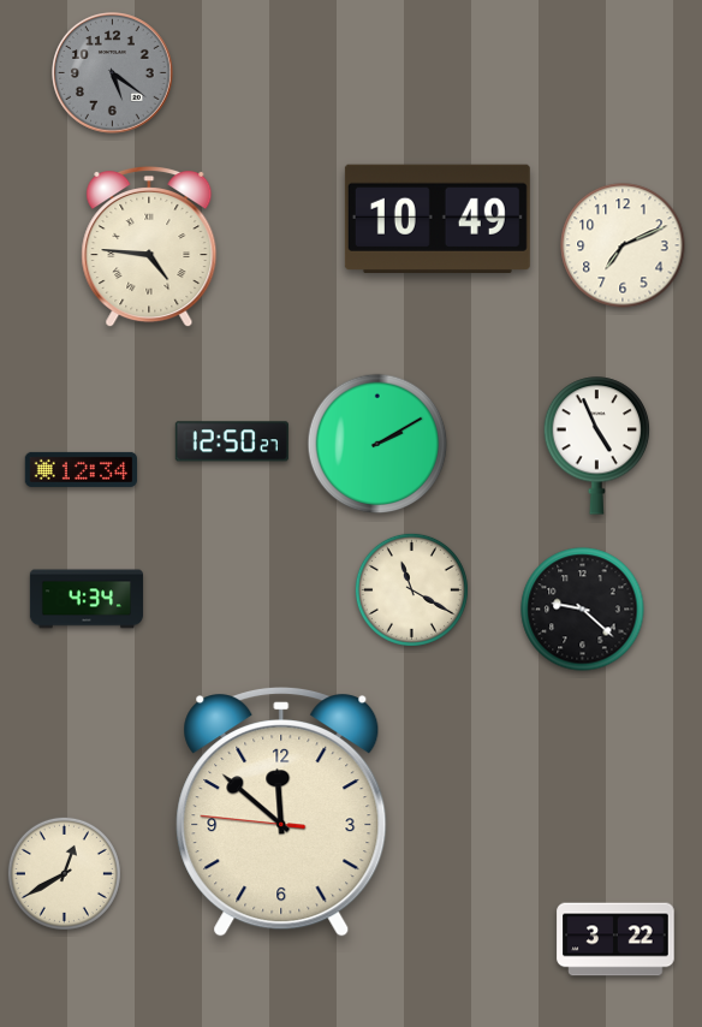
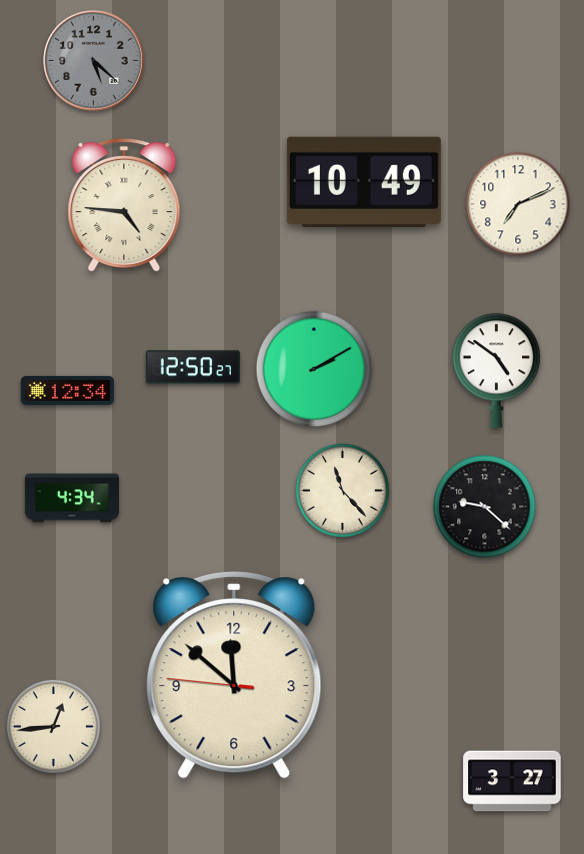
clock at (113, 73): 5:21 -> 5:22
clock at (597, 446): 4:56 -> 4:51
clock at (411, 589): 11:20 -> 11:23
clock at (64, 873): 12:40 -> 12:44
clock at (615, 939): 3:22 -> 3:27
